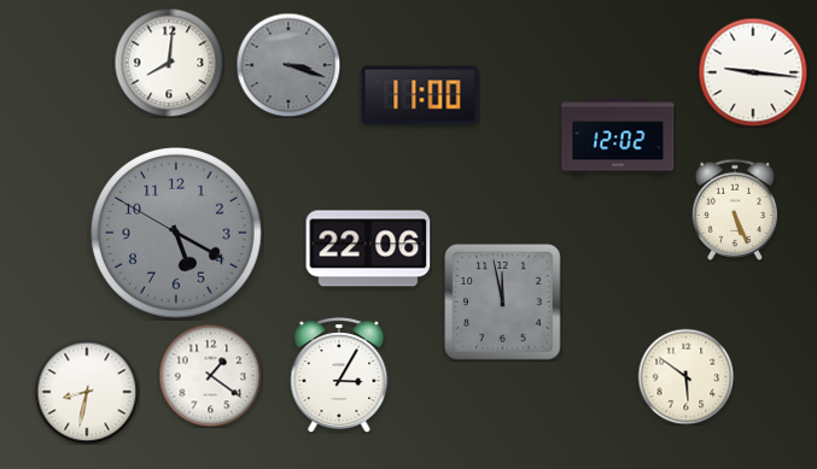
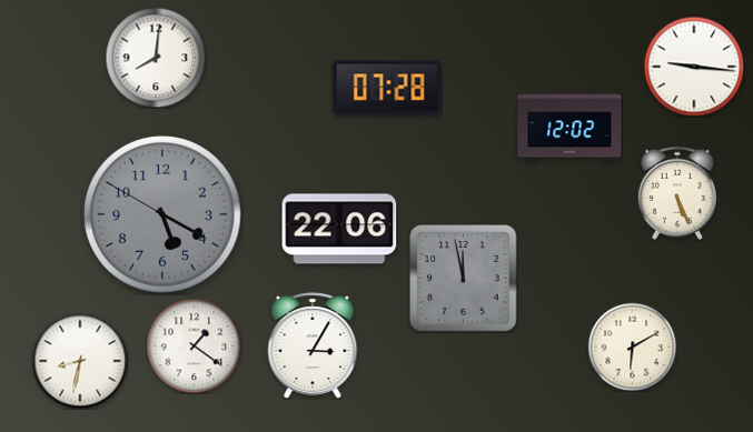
clock at (288, 65): 3:18 -> none
clock at (420, 95): 11:00 -> 07:28
clock at (685, 376): 5:51 -> 6:10
